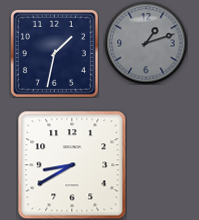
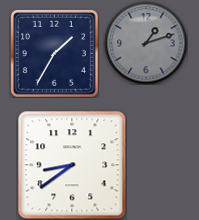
clock at (54, 53): 1:32 -> 1:35
clock at (72, 165): 8:40 -> 8:39
